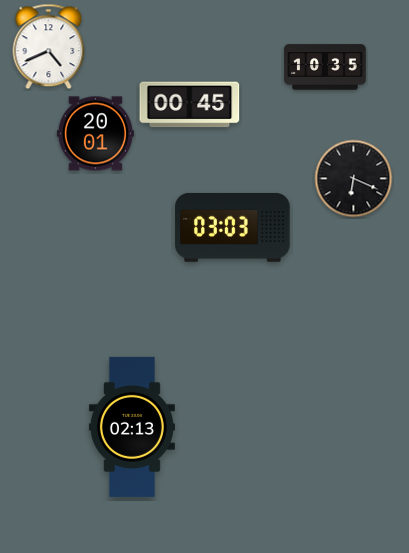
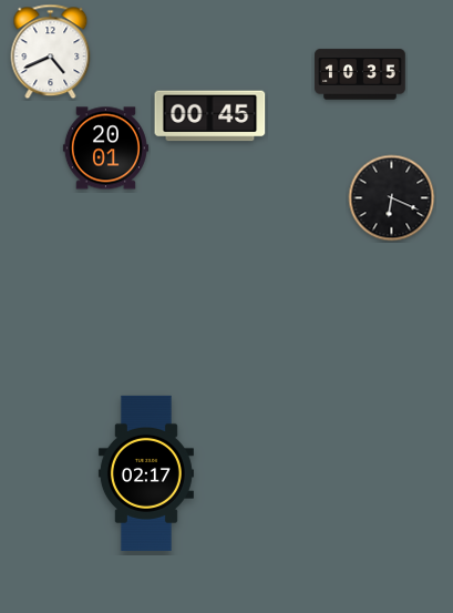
clock at (49, 47) position: (49, 47) -> (51, 52)
clock at (233, 227): 03:03 -> none
clock at (132, 427): 02:13 -> 02:17
